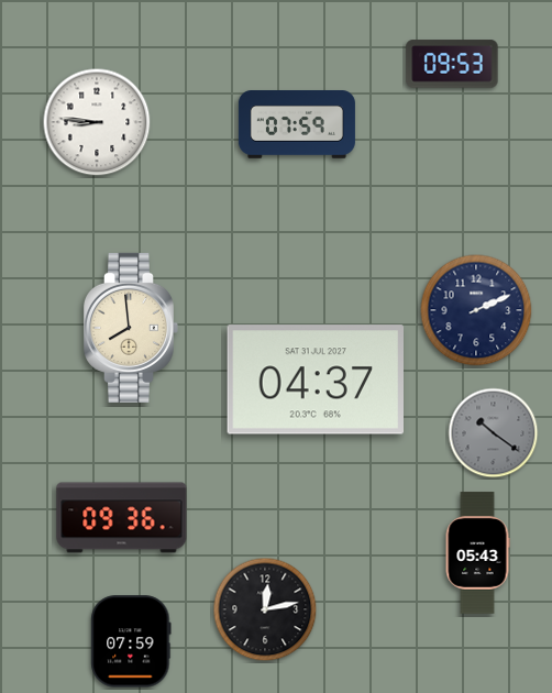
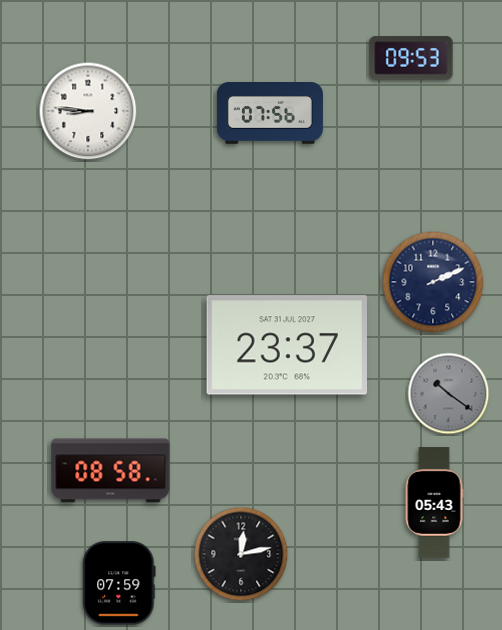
clock at (297, 125): 07:59 -> 07:56
clock at (131, 328): 7:59 -> none
clock at (316, 380): 04:37 -> 23:37
clock at (122, 518): 09:36 -> 08:58
